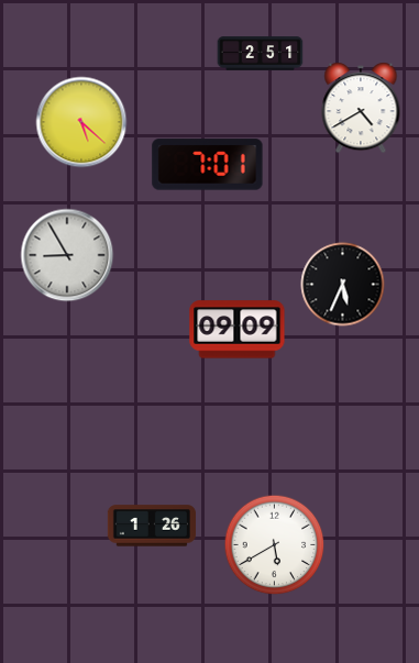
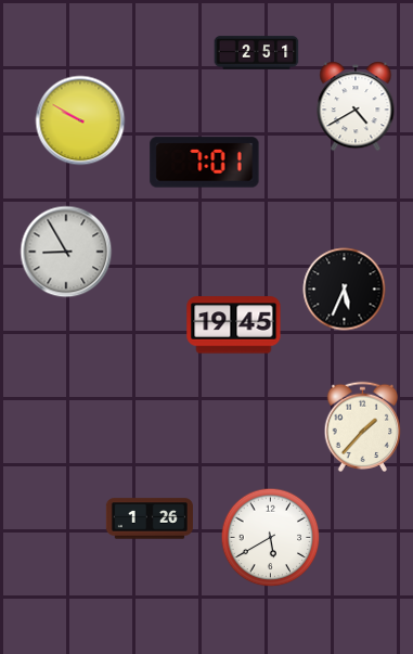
clock at (81, 122): 5:22 -> 9:50
clock at (343, 285) position: (343, 285) -> (345, 290)
clock at (238, 330): 09:09 -> 19:45
clock at (363, 427): none -> 1:37
